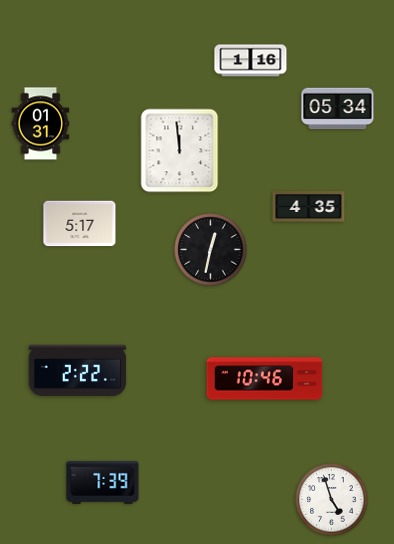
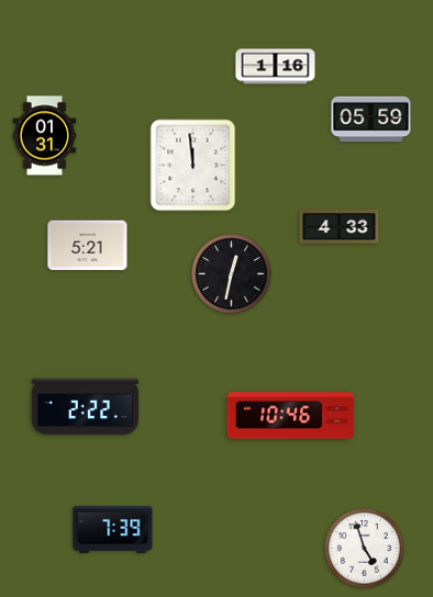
clock at (338, 109): 05:34 -> 05:59
clock at (180, 151) position: (180, 151) -> (193, 166)
clock at (309, 207): 4:35 -> 4:33
clock at (80, 224): 5:17 -> 5:21
